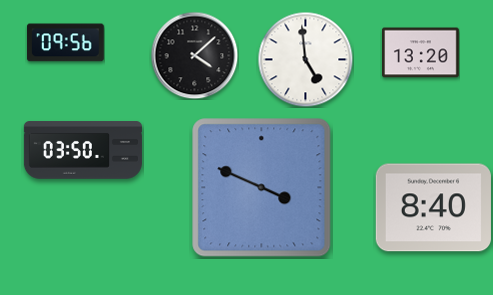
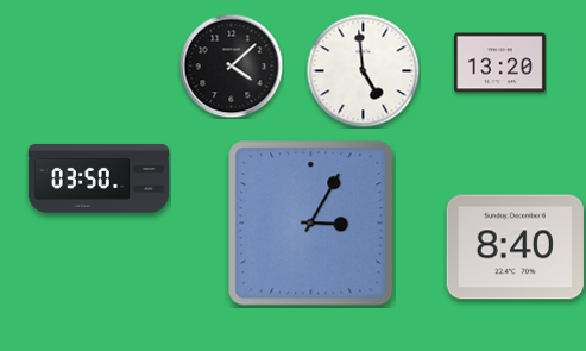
clock at (65, 43): 09:56 -> none
clock at (262, 188): 3:49 -> 3:05
